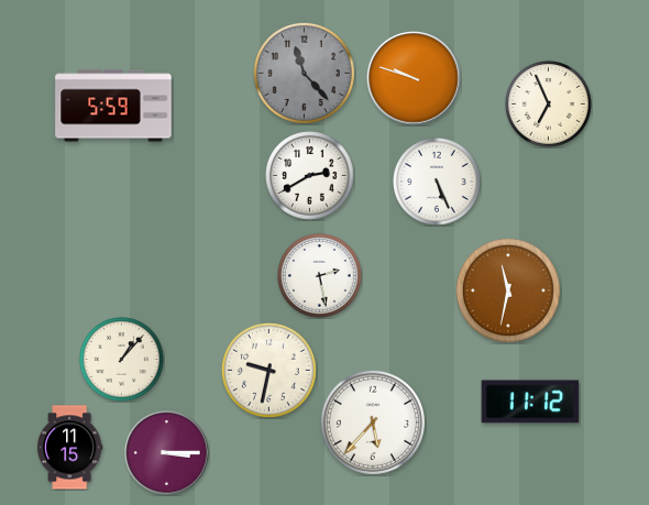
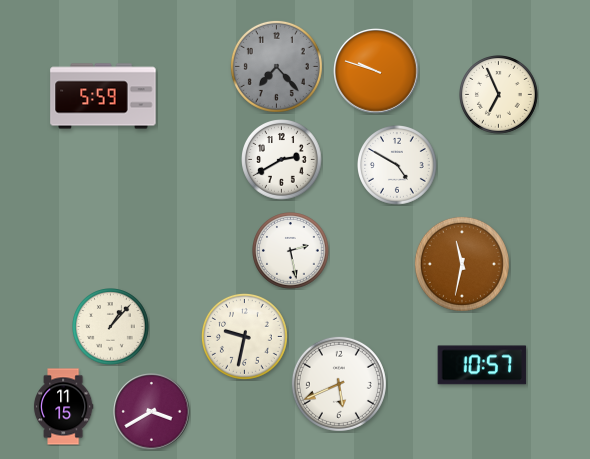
clock at (304, 73): 11:23 -> 7:23
clock at (438, 183): 5:26 -> 4:50
clock at (530, 402): 11:12 -> 10:57
clock at (373, 422): 5:37 -> 5:41
clock at (167, 453): 3:15 -> 3:40
